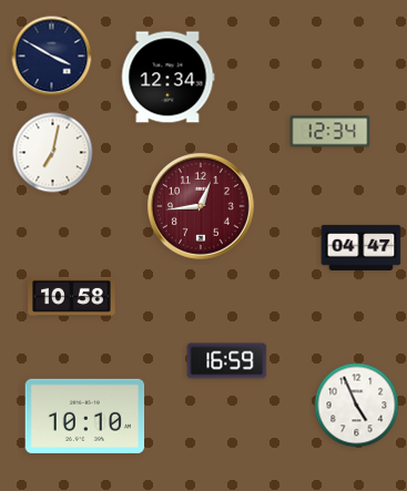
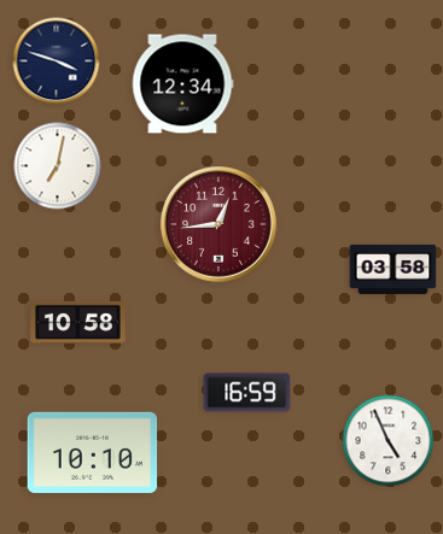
clock at (52, 57): 3:50 -> 3:48
clock at (330, 132): 12:34 -> none
clock at (362, 247): 04:47 -> 03:58
